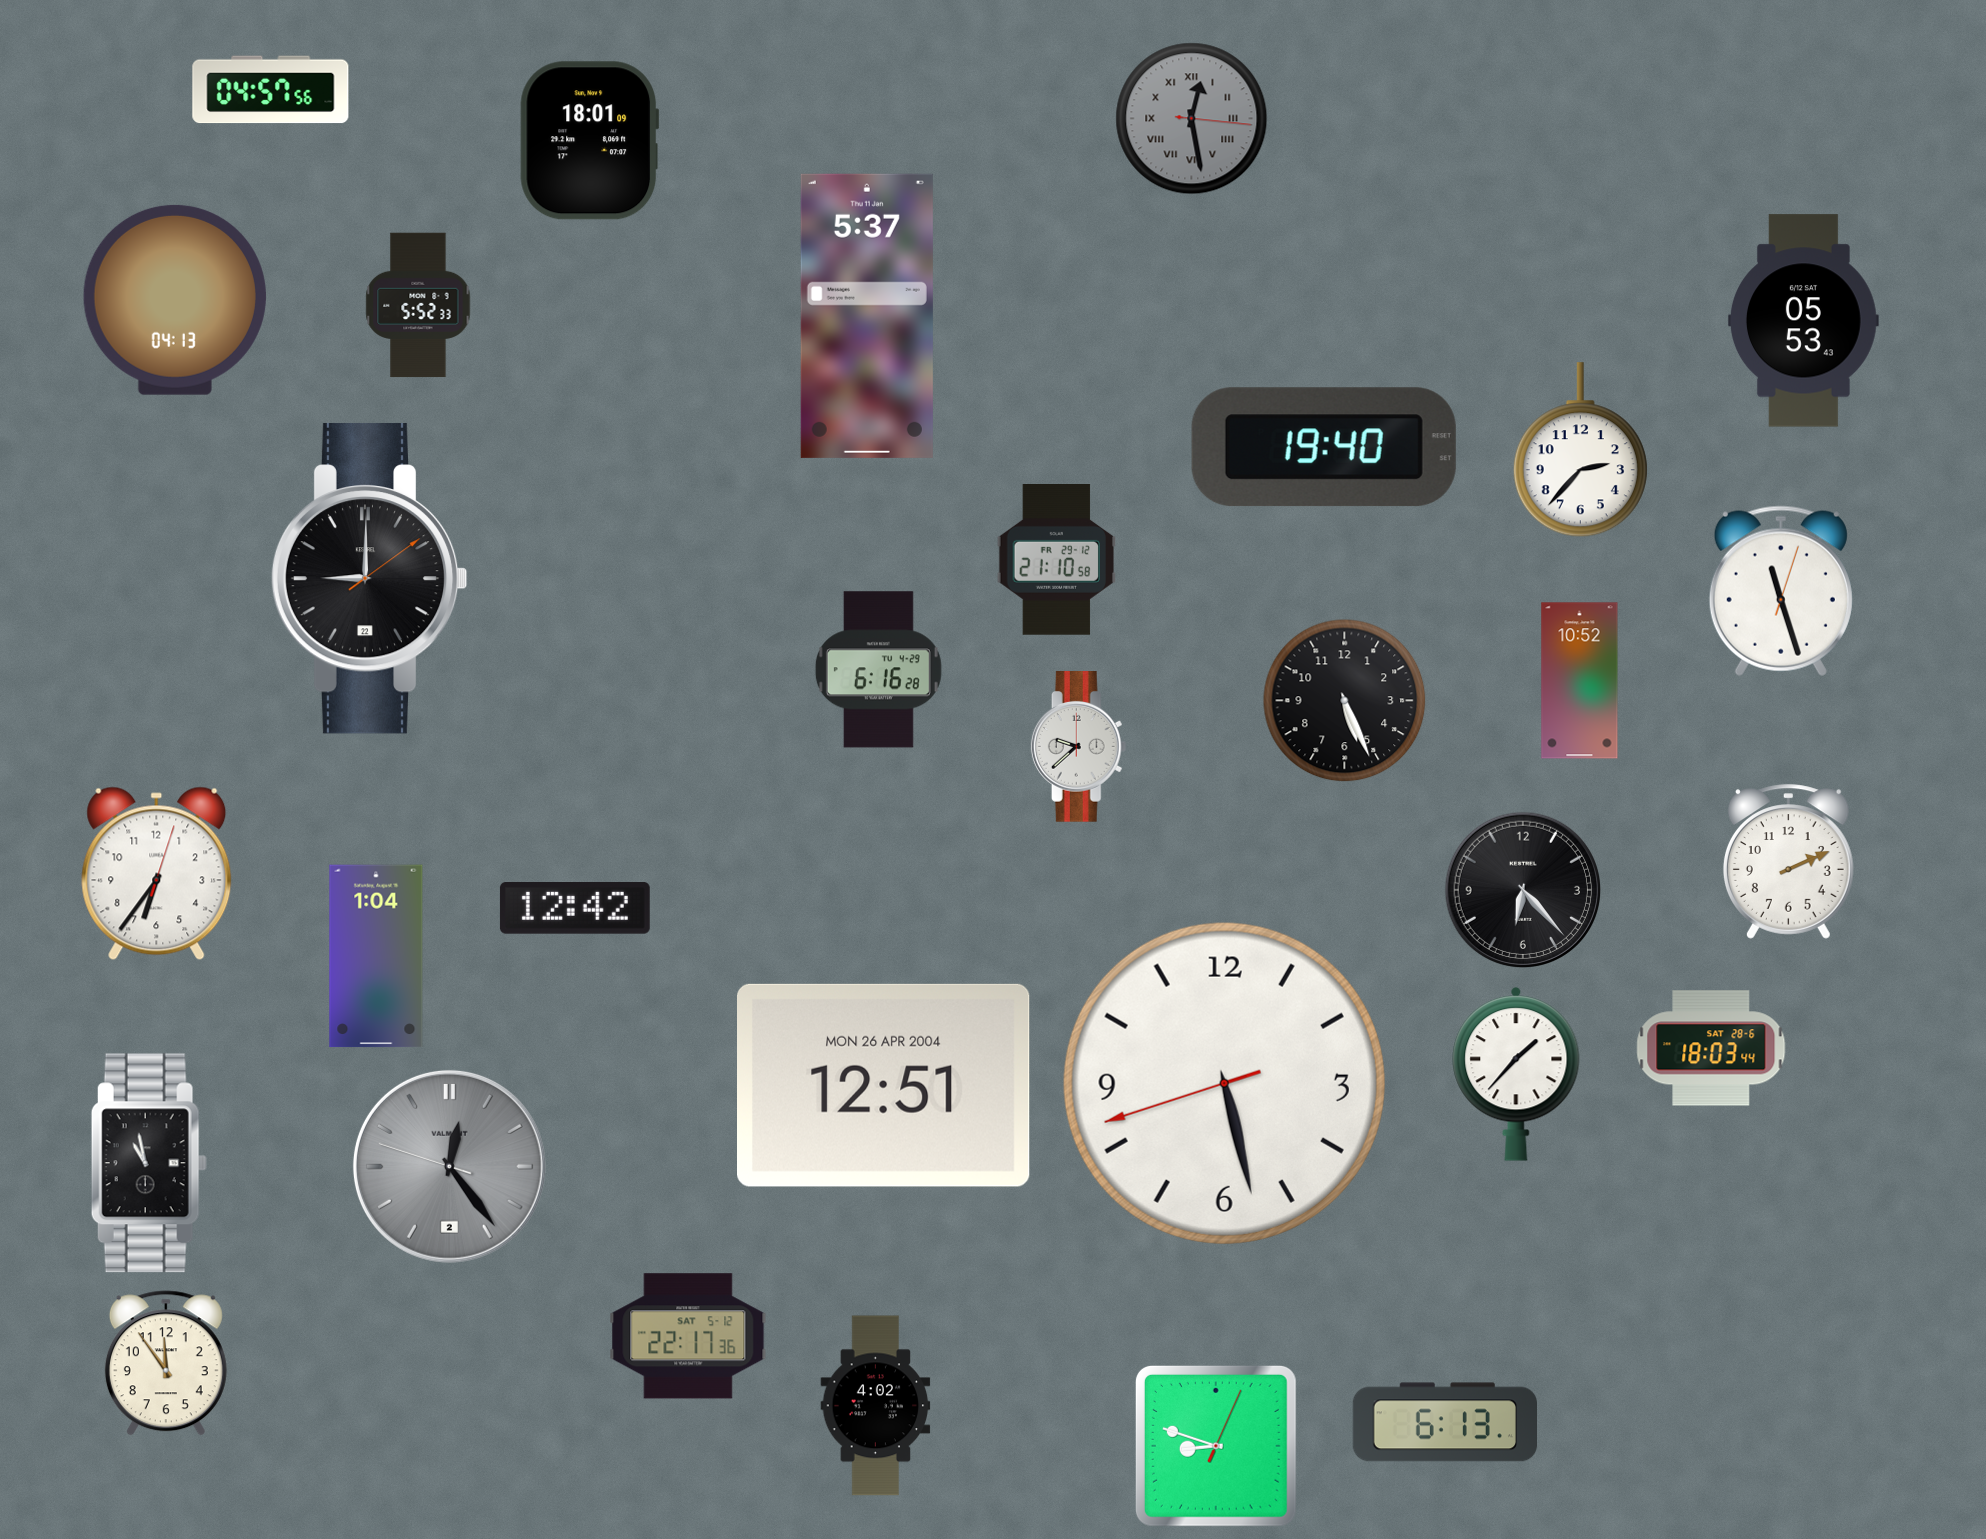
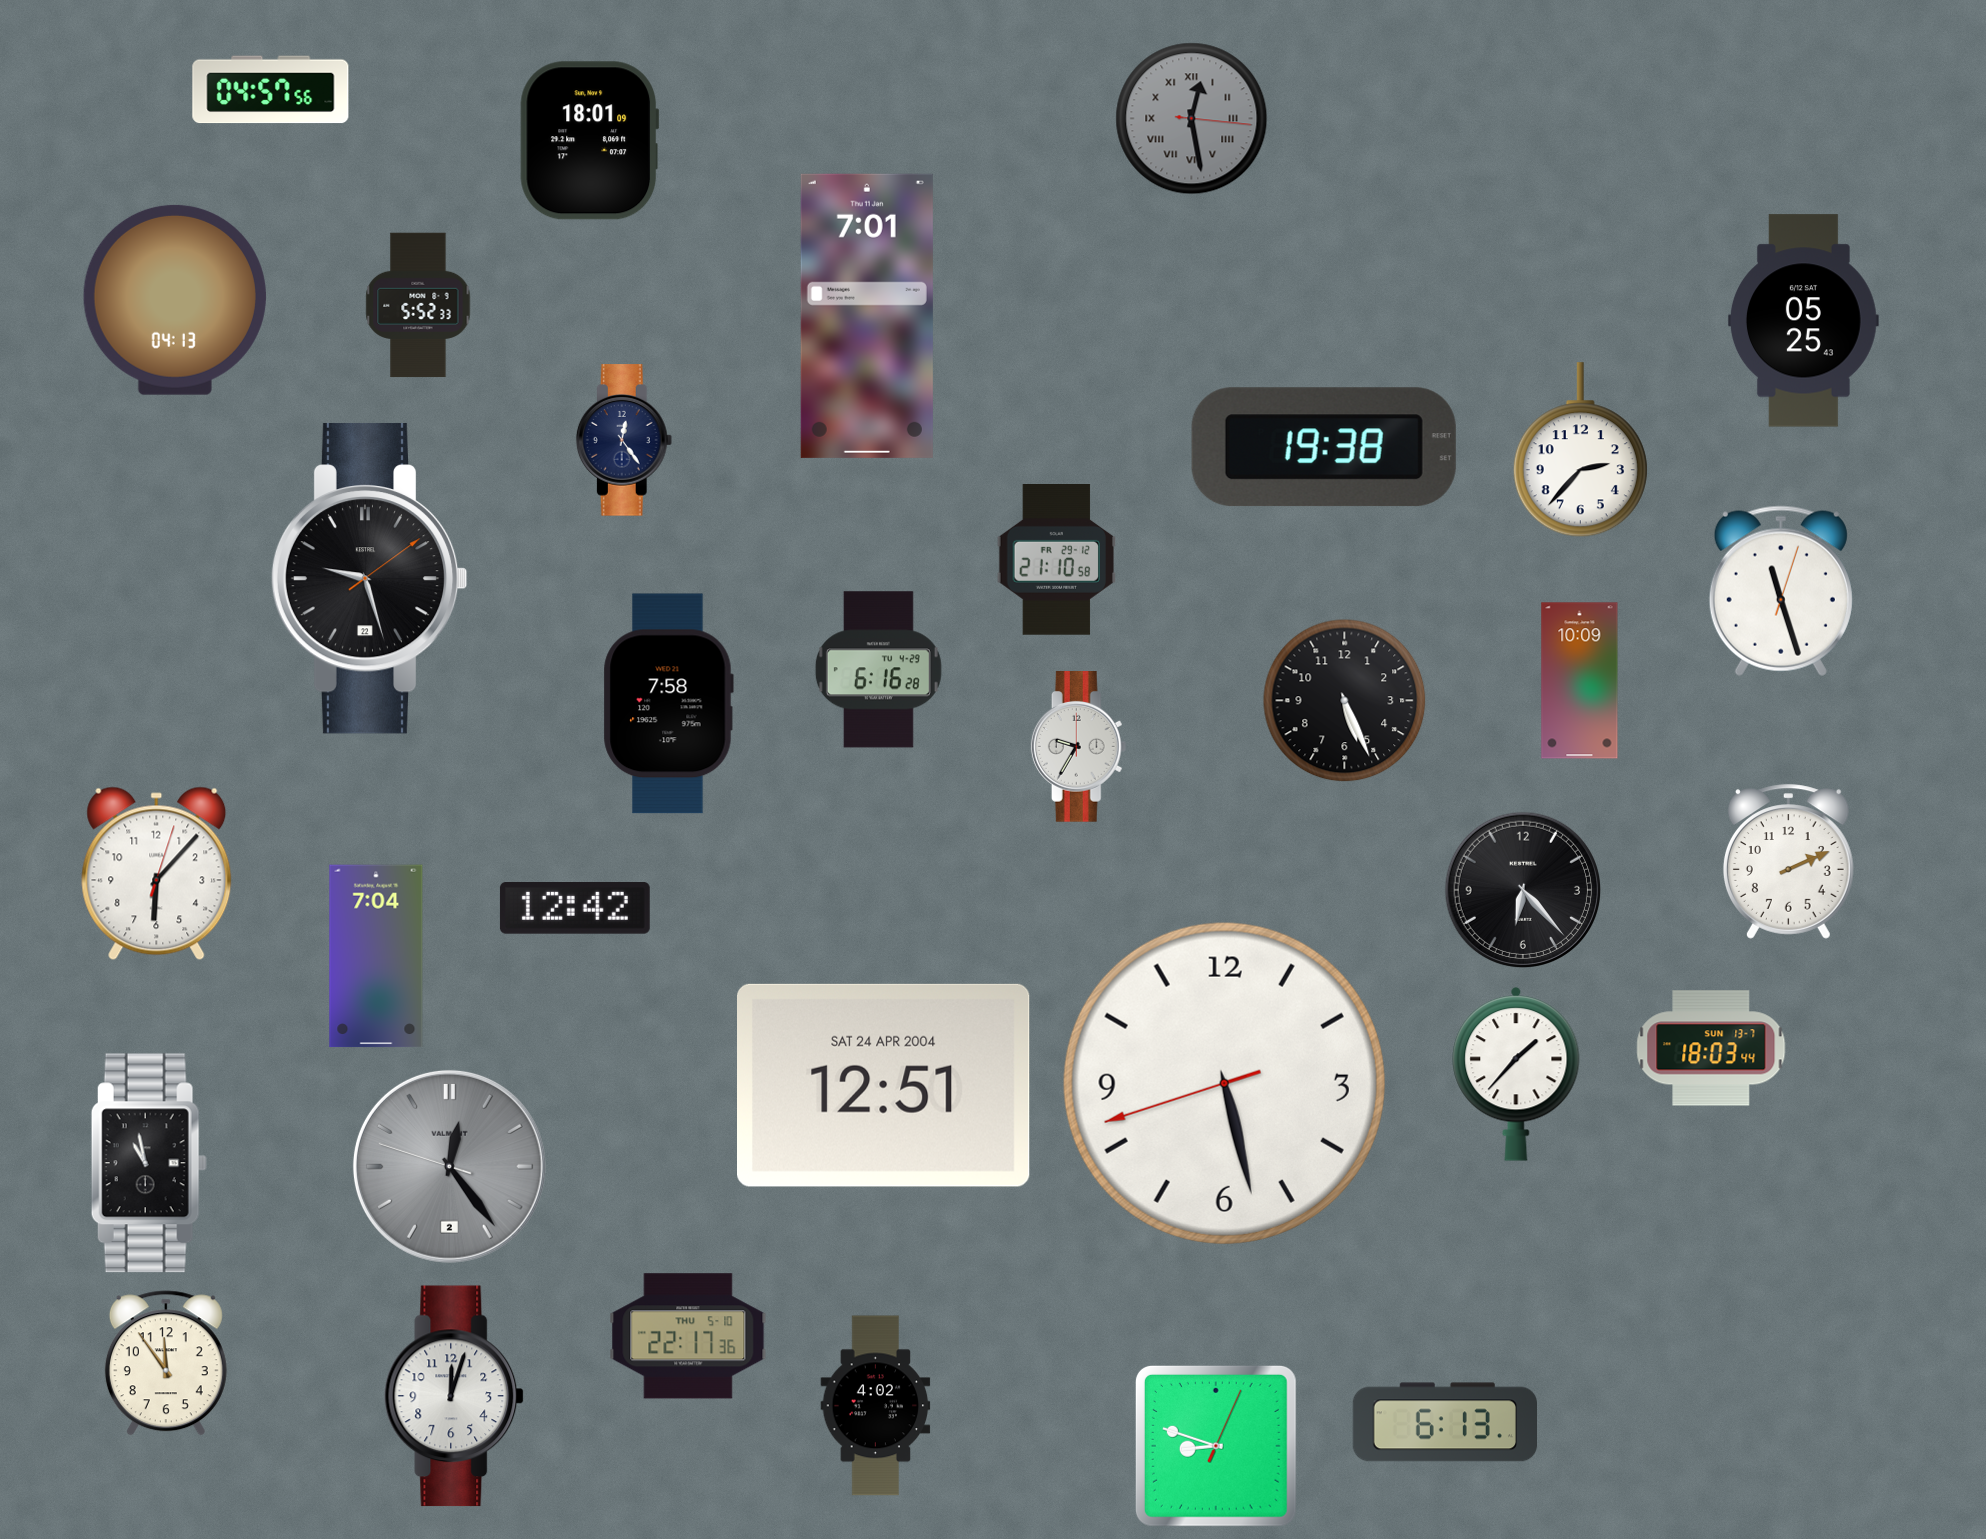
clock at (867, 316): 5:37 -> 7:01
clock at (1803, 321): 05:53 -> 05:25
clock at (624, 440): none -> 12:24
clock at (1324, 447): 19:40 -> 19:38
clock at (369, 578): 9:00 -> 9:27
clock at (1580, 681): 10:52 -> 10:09
clock at (668, 704): none -> 7:58
clock at (1079, 747): 9:38 -> 9:35
clock at (157, 874): 6:36 -> 6:07
clock at (376, 956): 1:04 -> 7:04
clock at (1711, 1048) date: SAT 28-6 -> SUN 13-7
clock at (884, 1085) date: MON 26 APR 2004 -> SAT 24 APR 2004
clock at (688, 1336) date: SAT 5-12 -> THU 5-10
clock at (455, 1396): none -> 12:03
